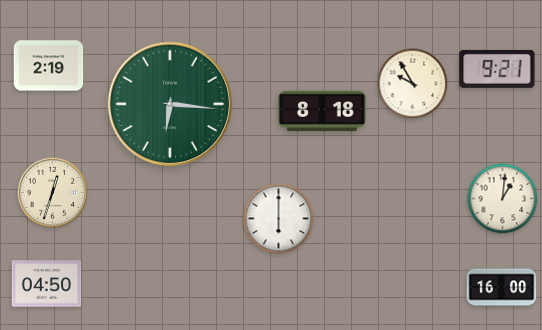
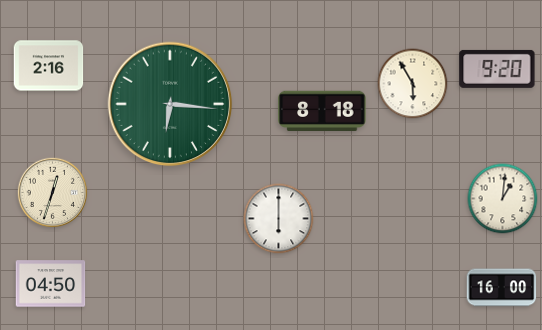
clock at (49, 66): 2:19 -> 2:16
clock at (497, 69): 9:21 -> 9:20
clock at (413, 84): 9:55 -> 5:55
clock at (47, 284) position: (47, 284) -> (51, 284)
